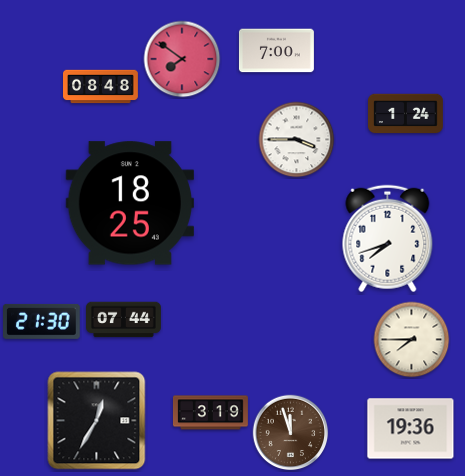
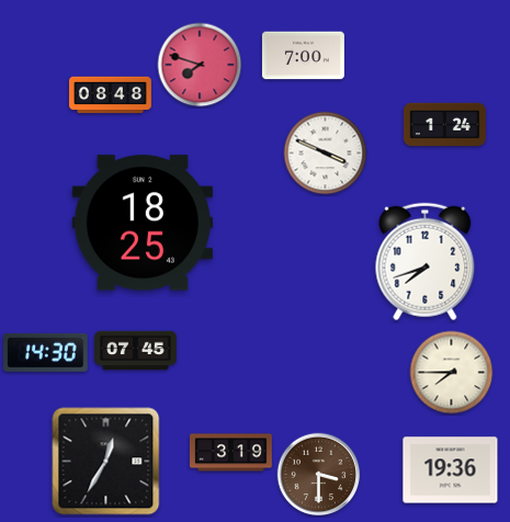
clock at (182, 59): 7:51 -> 7:48
clock at (297, 140): 3:45 -> 3:49
clock at (124, 320): 07:44 -> 07:45
clock at (42, 321): 21:30 -> 14:30
clock at (291, 433): 11:57 -> 3:30
